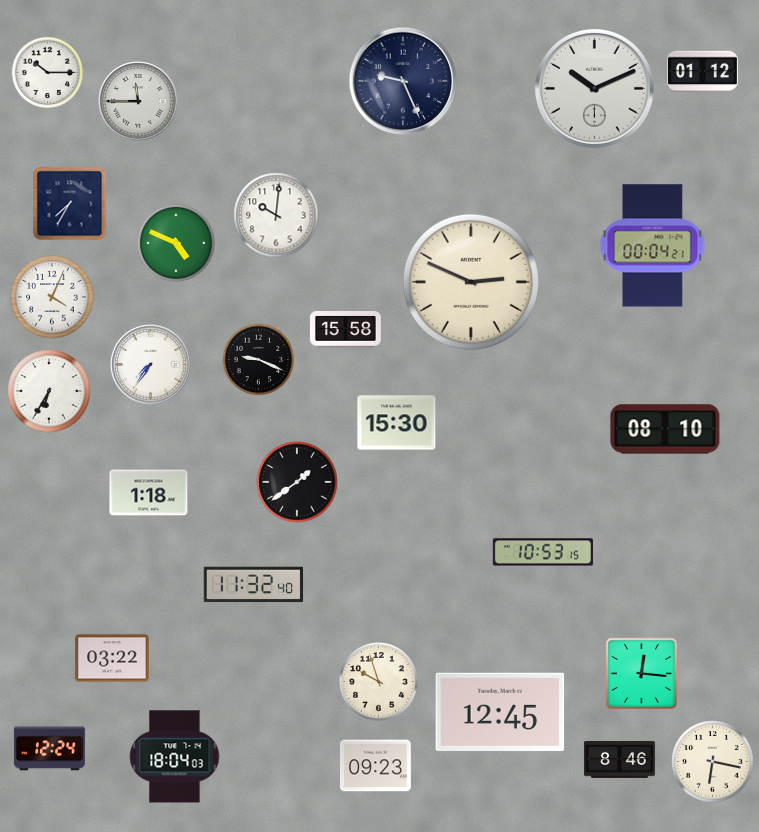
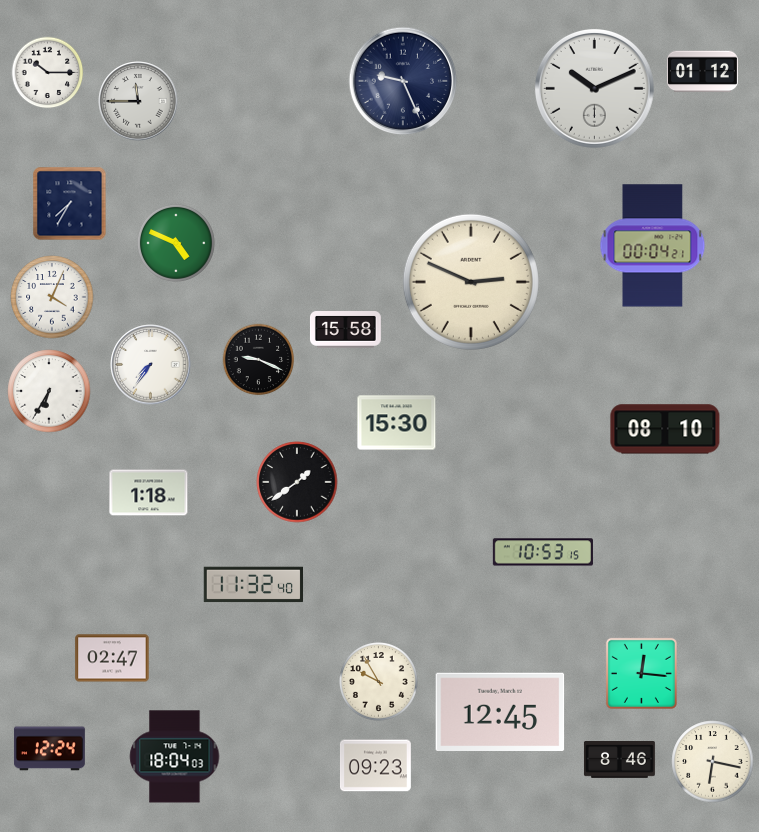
clock at (276, 215): 10:01 -> none
clock at (112, 658): 03:22 -> 02:47
clock at (379, 682): 9:57 -> 9:55
